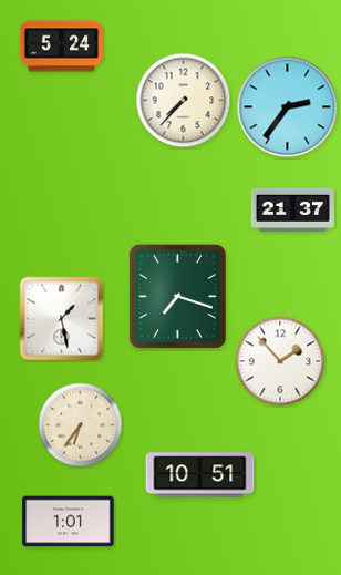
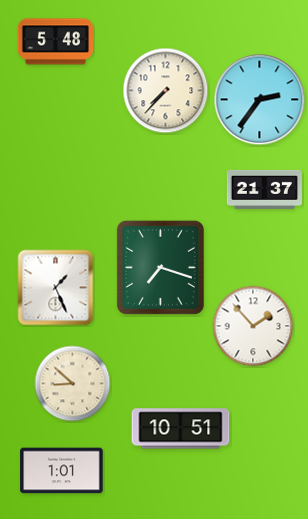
clock at (61, 47): 5:24 -> 5:48
clock at (288, 107) position: (288, 107) -> (260, 100)
clock at (62, 319): 1:28 -> 1:26
clock at (81, 425): 6:36 -> 8:52
